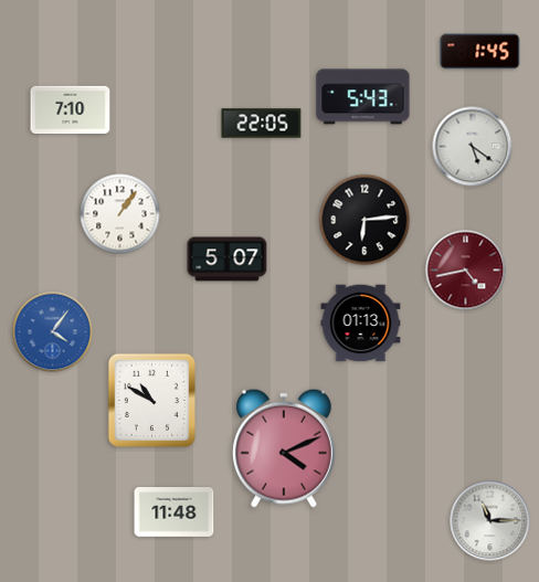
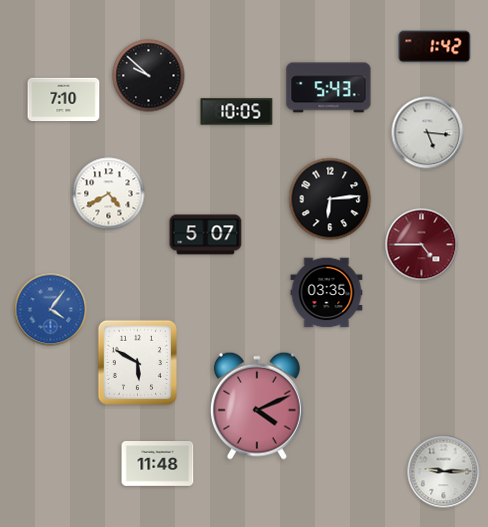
clock at (480, 52): 1:45 -> 1:42
clock at (149, 76): none -> 9:52
clock at (262, 124): 22:05 -> 10:05
clock at (473, 147): 5:21 -> 5:16
clock at (120, 214): 1:06 -> 4:40
clock at (466, 271): 4:43 -> 4:45
clock at (361, 324): 01:13 -> 03:35
clock at (53, 332) position: (53, 332) -> (51, 310)
clock at (151, 400): 10:50 -> 5:50
clock at (490, 521): 11:15 -> 9:15
